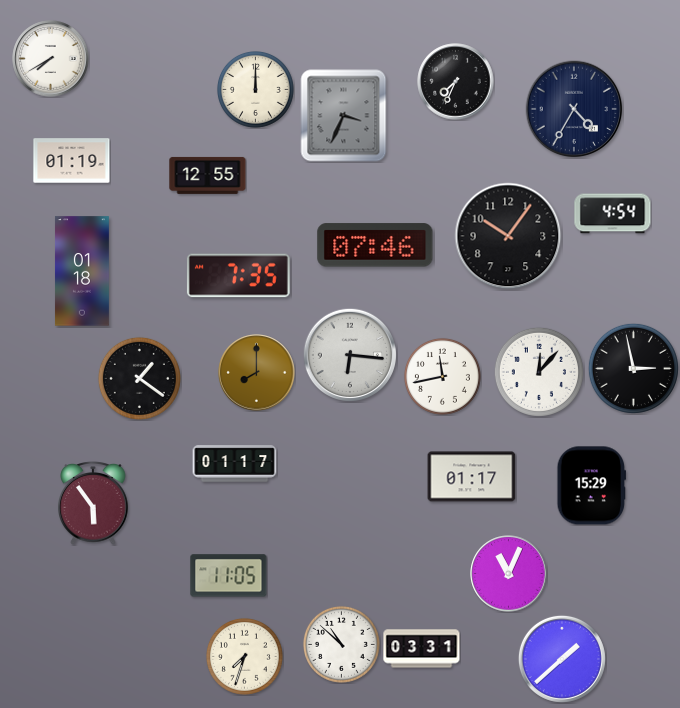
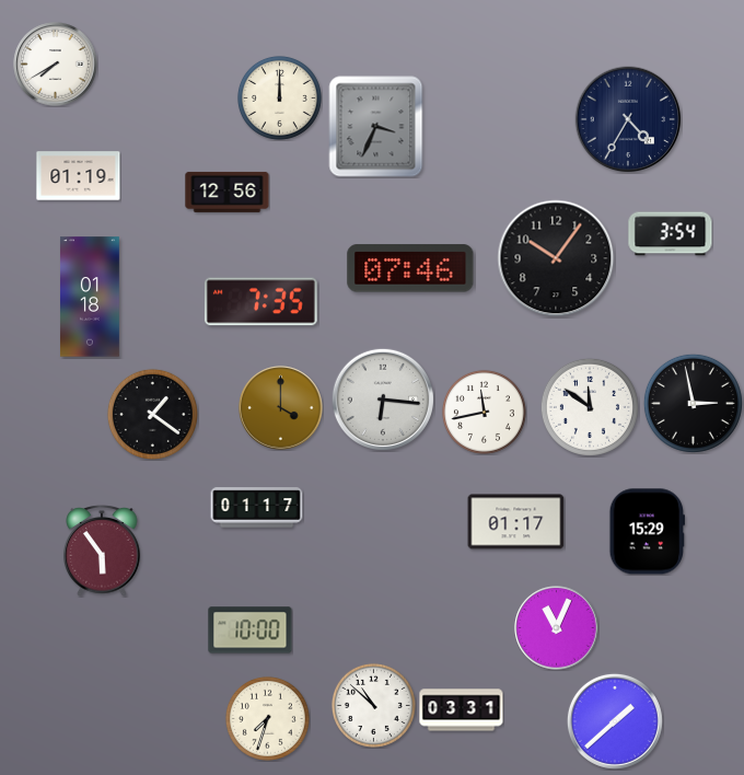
clock at (456, 82): 7:34 -> none
clock at (208, 175): 12:55 -> 12:56
clock at (613, 214): 4:54 -> 3:54
clock at (349, 354) position: (349, 354) -> (382, 398)
clock at (539, 372): 12:07 -> 11:51
clock at (257, 373): 8:00 -> 4:00
clock at (229, 576): 11:05 -> 10:00
